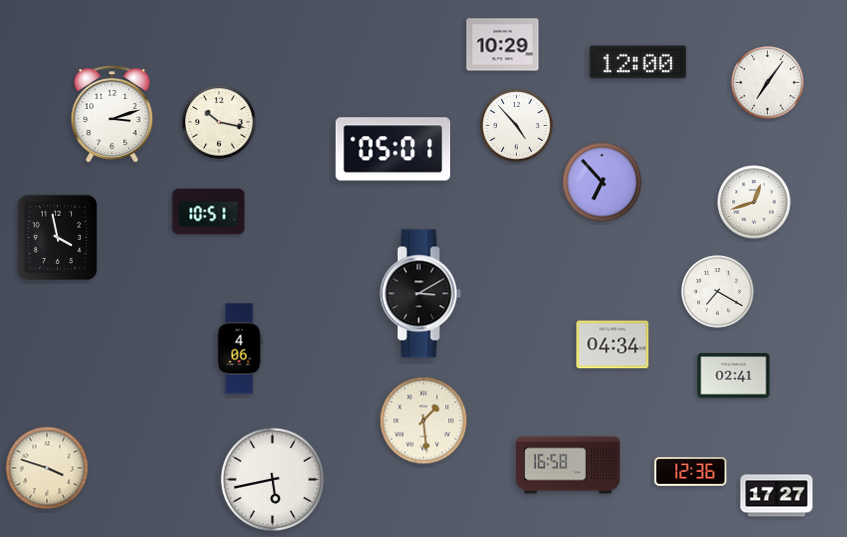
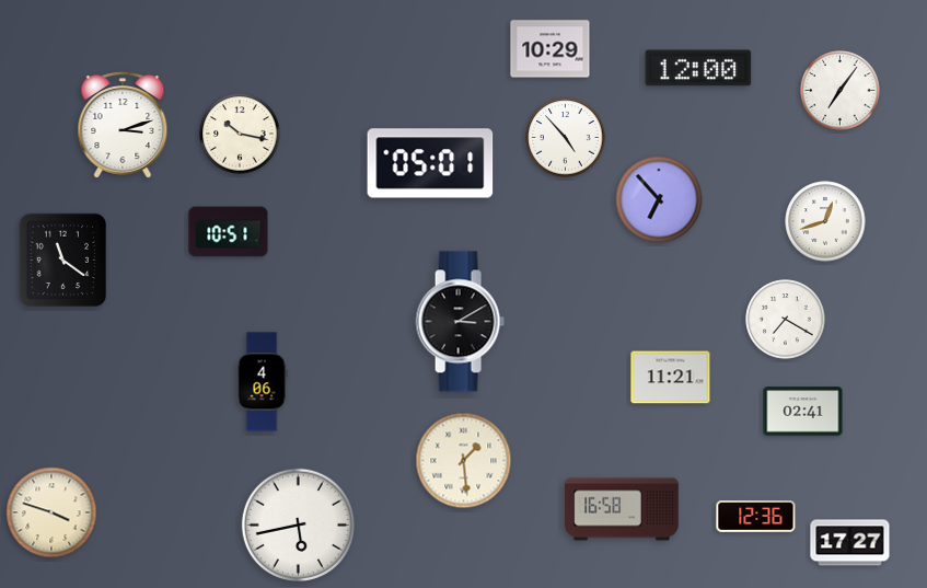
clock at (58, 238): 3:58 -> 11:21
clock at (613, 345): 04:34 -> 11:21
